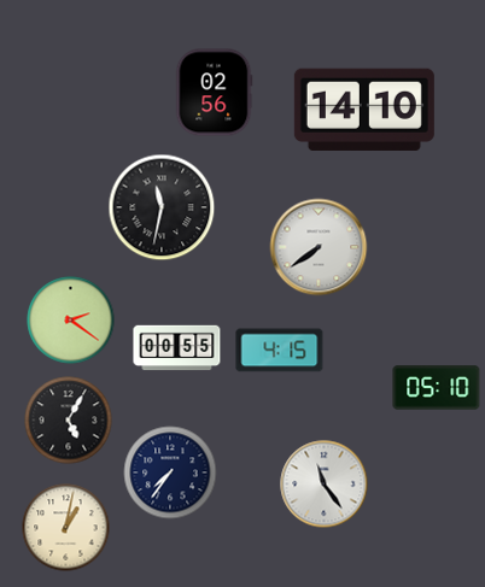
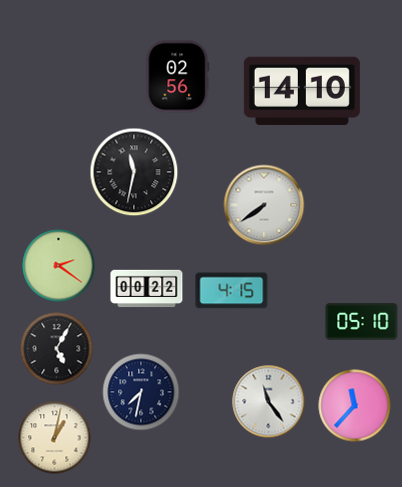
clock at (177, 348): 00:55 -> 00:22
clock at (170, 472): 7:36 -> 7:32
clock at (355, 406): none -> 11:37
